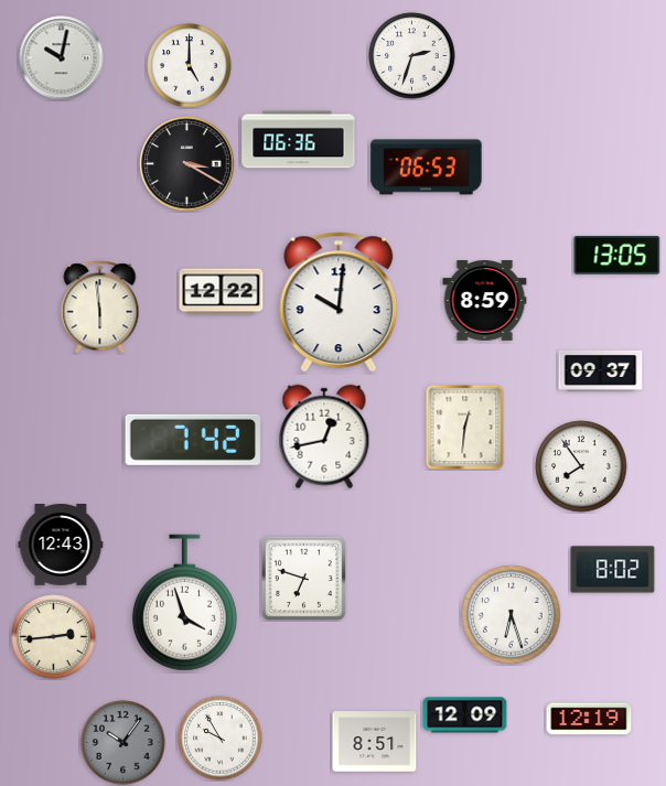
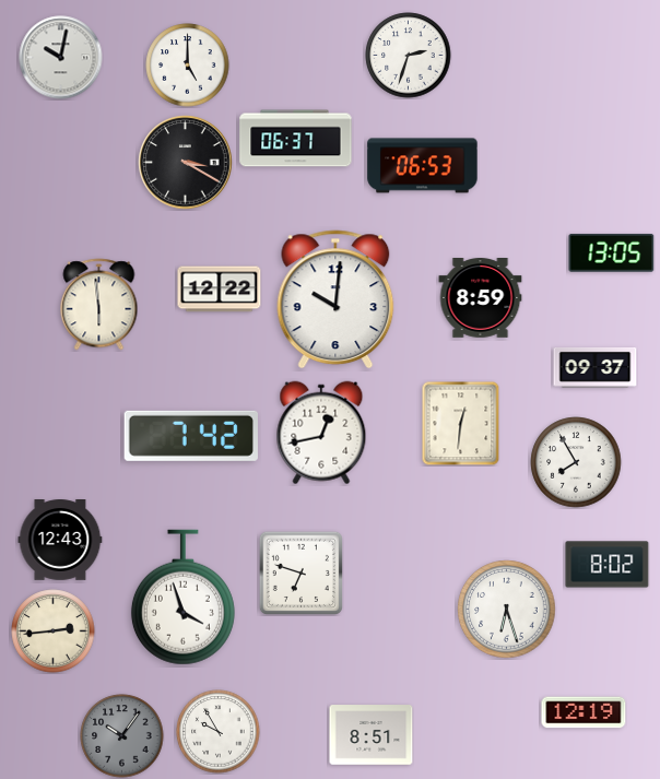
clock at (299, 140): 06:36 -> 06:37
clock at (581, 466): 7:54 -> 7:55
clock at (465, 715): 12:09 -> none
